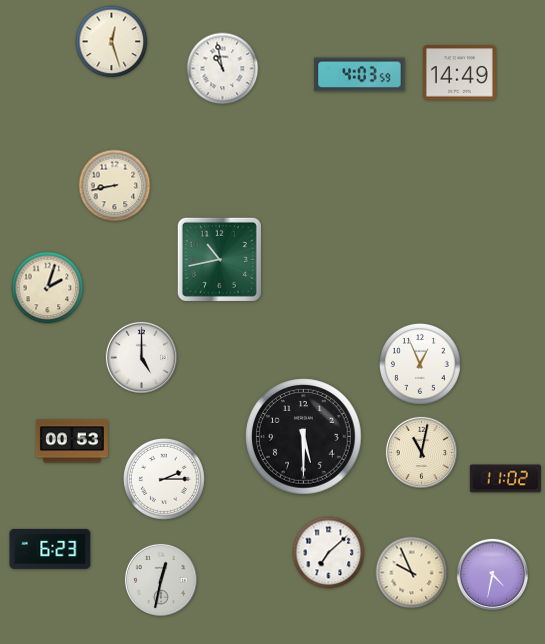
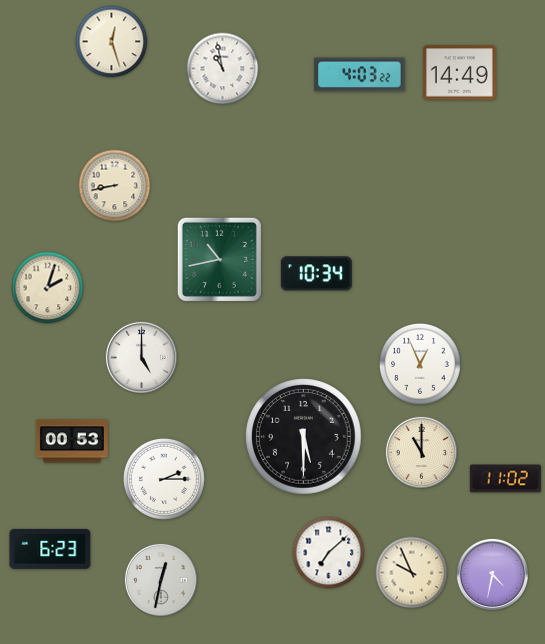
clock at (360, 75): 4:03:59 -> 4:03:22
clock at (316, 274): none -> 10:34
clock at (421, 452): 11:02 -> 11:00
